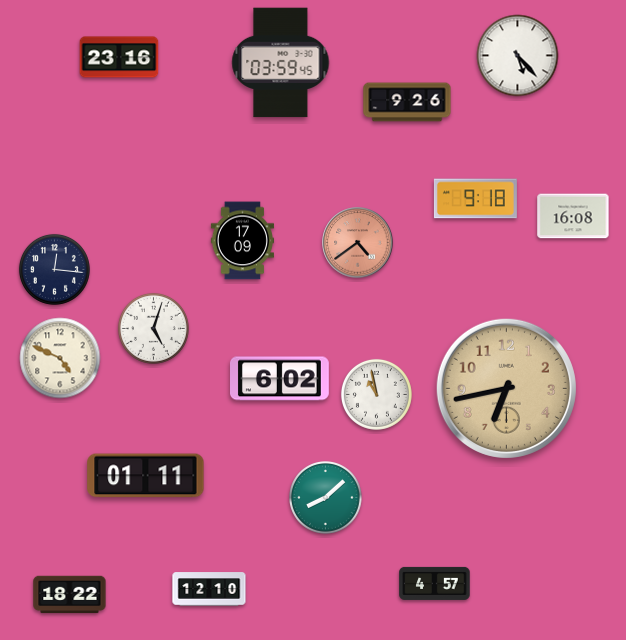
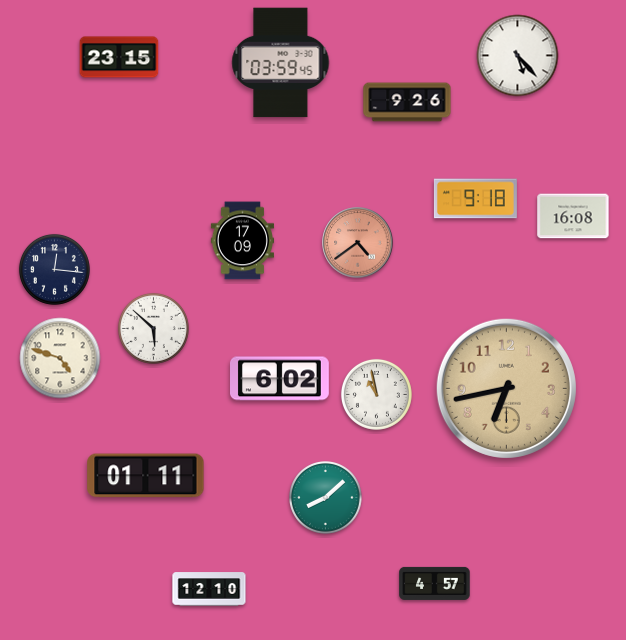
clock at (119, 57): 23:16 -> 23:15
clock at (153, 328): 5:03 -> 5:52
clock at (60, 358): 4:49 -> 4:48
clock at (70, 595): 18:22 -> none
